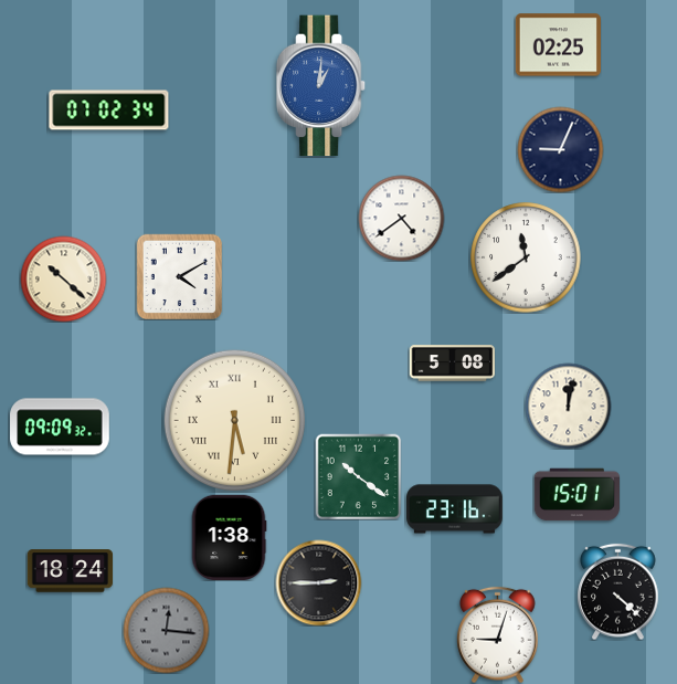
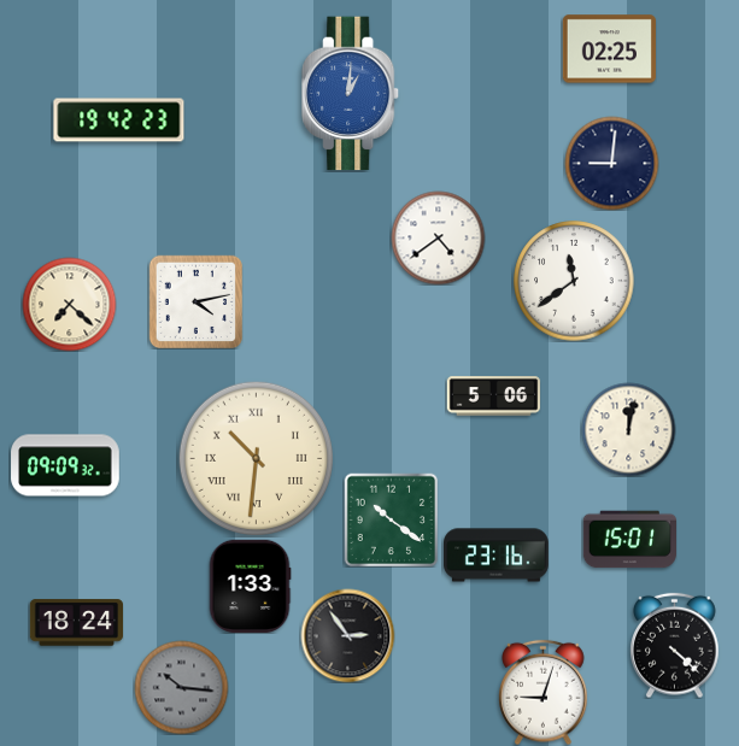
clock at (109, 111): 07:02 -> 19:42
clock at (560, 149): 9:04 -> 9:01
clock at (179, 276): 4:10 -> 4:13
clock at (63, 278): 10:22 -> 7:22
clock at (452, 364): 5:08 -> 5:06
clock at (568, 406) position: (568, 406) -> (628, 429)
clock at (234, 420): 5:31 -> 10:31
clock at (229, 537): 1:38 -> 1:33
clock at (318, 582): 2:45 -> 2:54
clock at (166, 630): 12:16 -> 10:16
